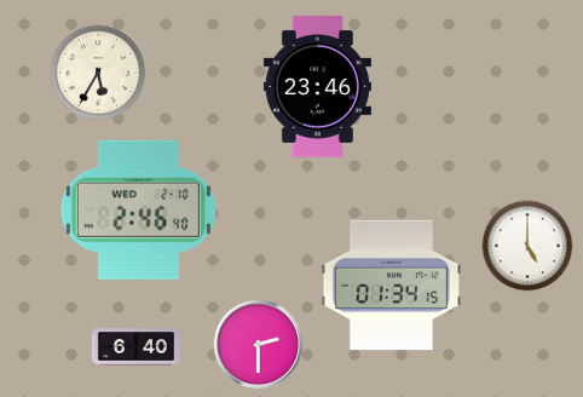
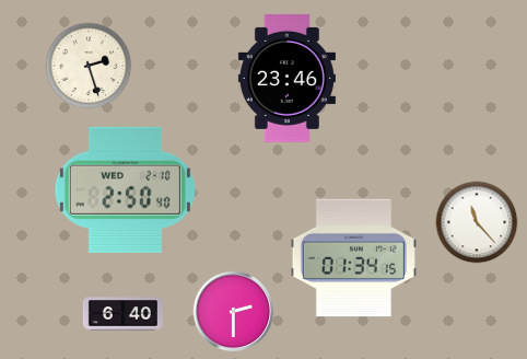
clock at (98, 73): 5:35 -> 2:27
clock at (138, 209): 2:46 -> 2:50
clock at (527, 246): 5:00 -> 11:23
